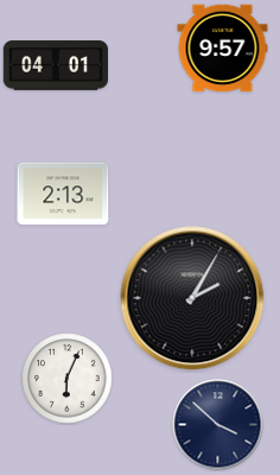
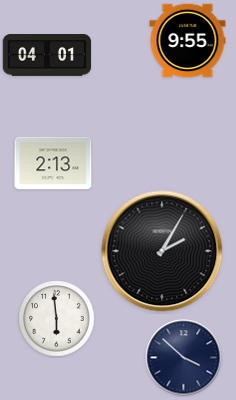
clock at (223, 49): 9:57 -> 9:55
clock at (68, 379): 6:04 -> 5:59
